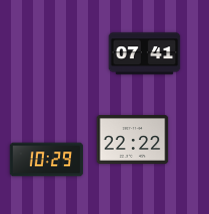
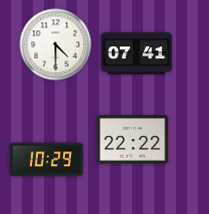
clock at (56, 45): none -> 4:30
clock at (145, 54) position: (145, 54) -> (137, 54)
